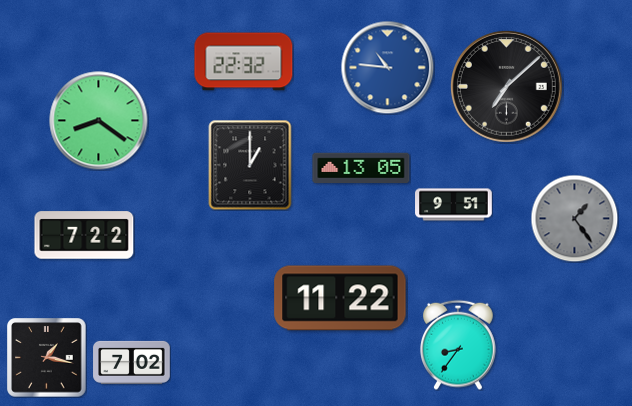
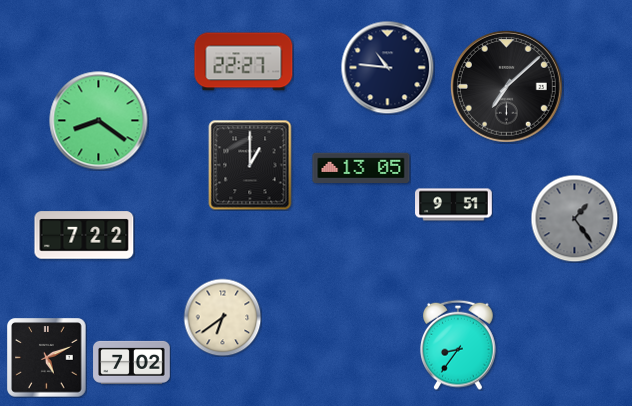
clock at (244, 62): 22:32 -> 22:27
clock at (387, 67) dial: blue -> navy
clock at (340, 298): 11:22 -> none
clock at (222, 317): none -> 6:39
clock at (47, 358): 1:17 -> 5:11
